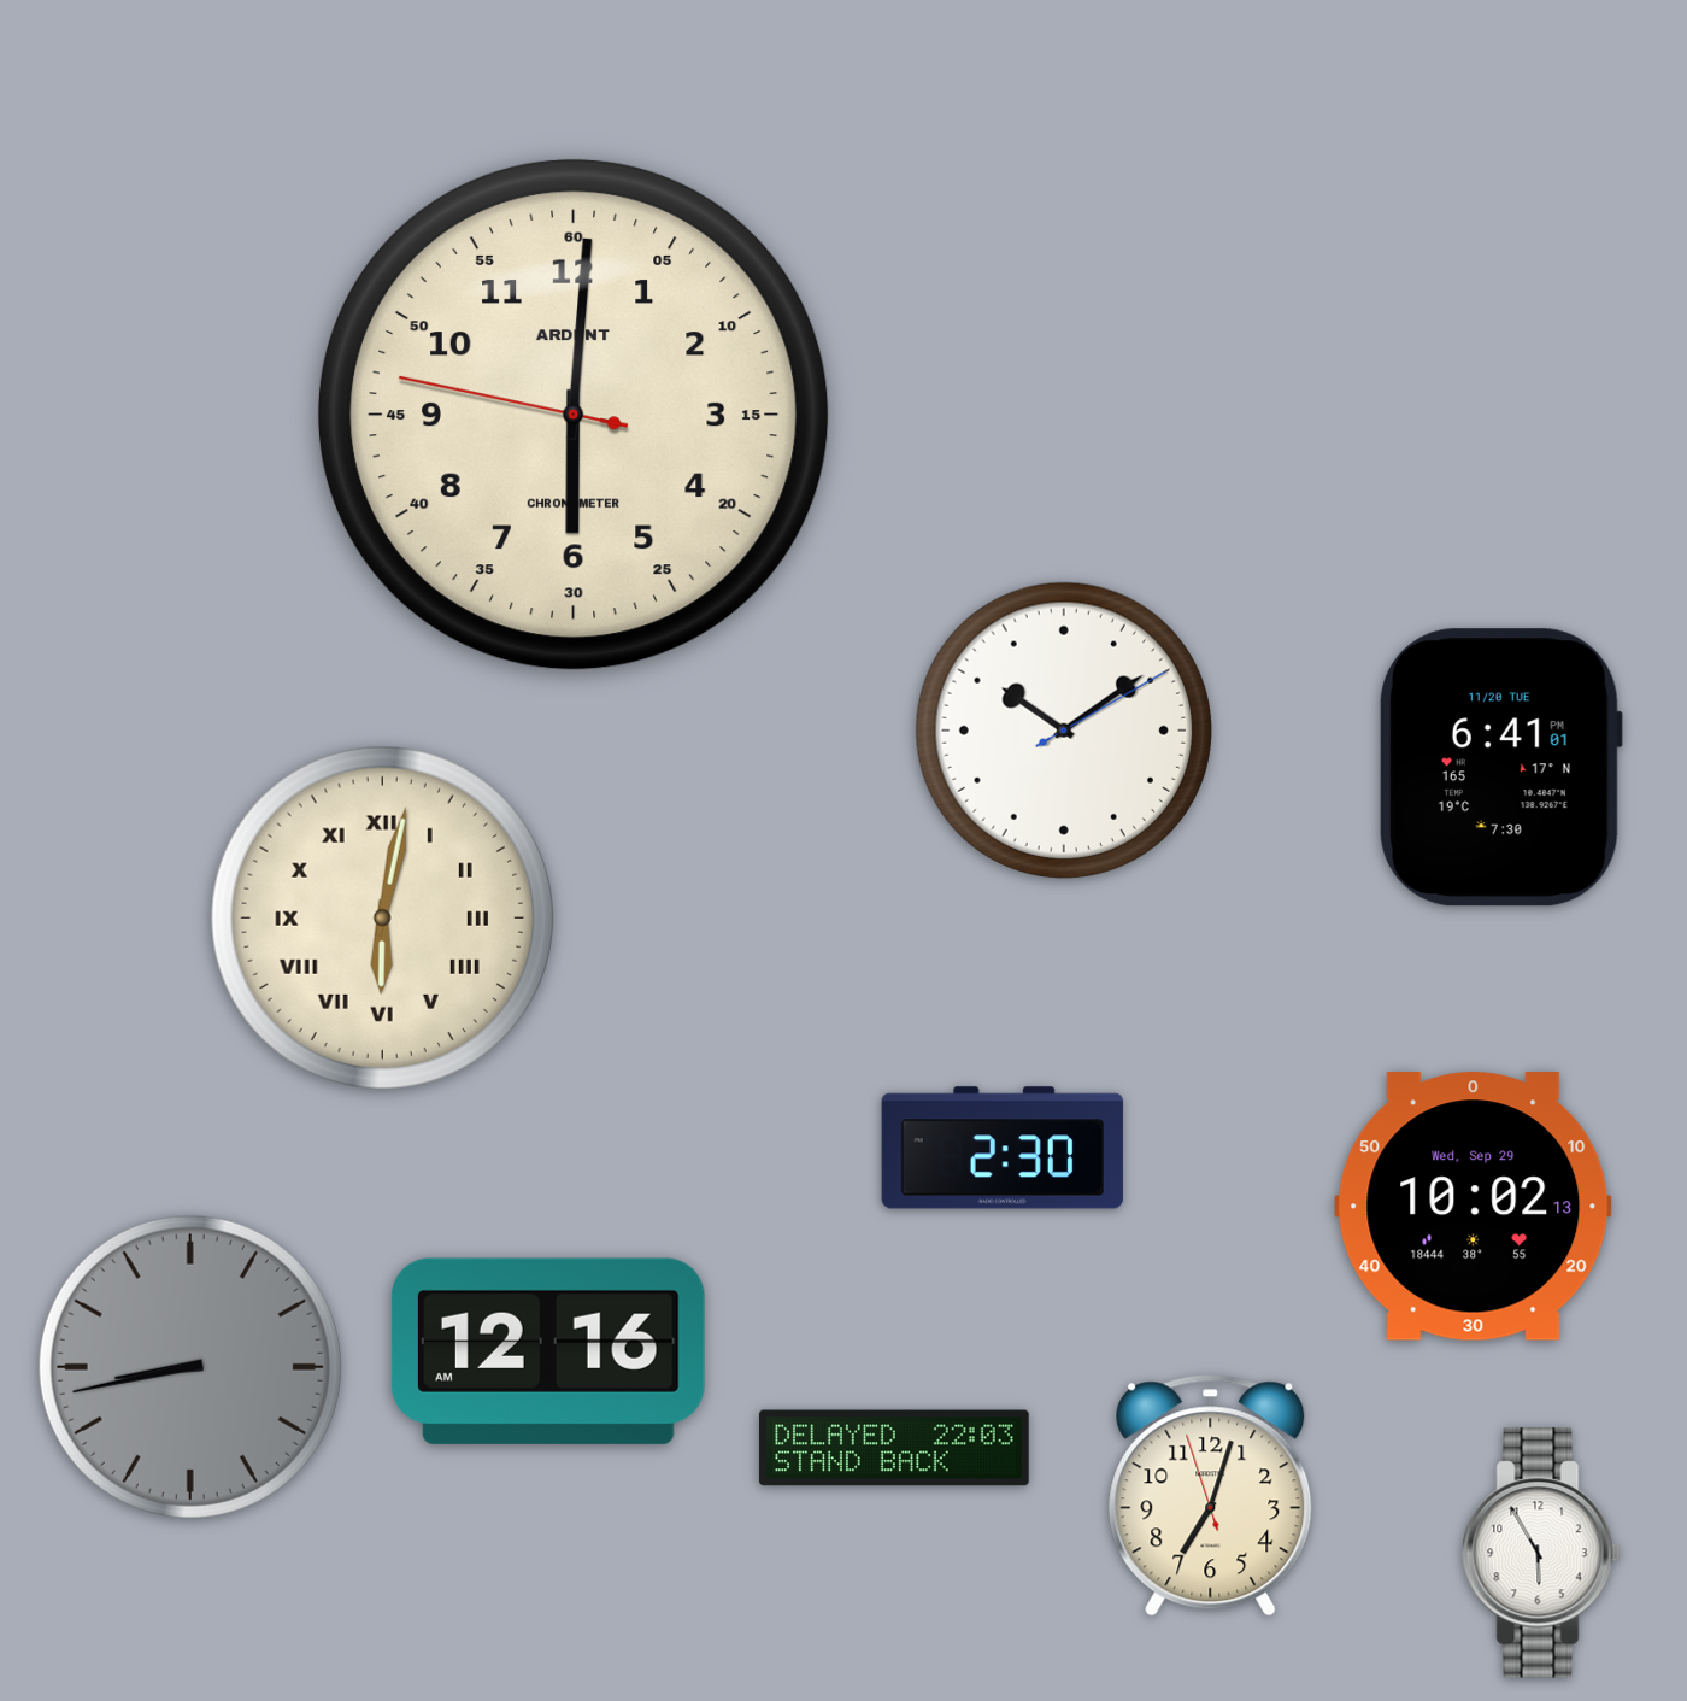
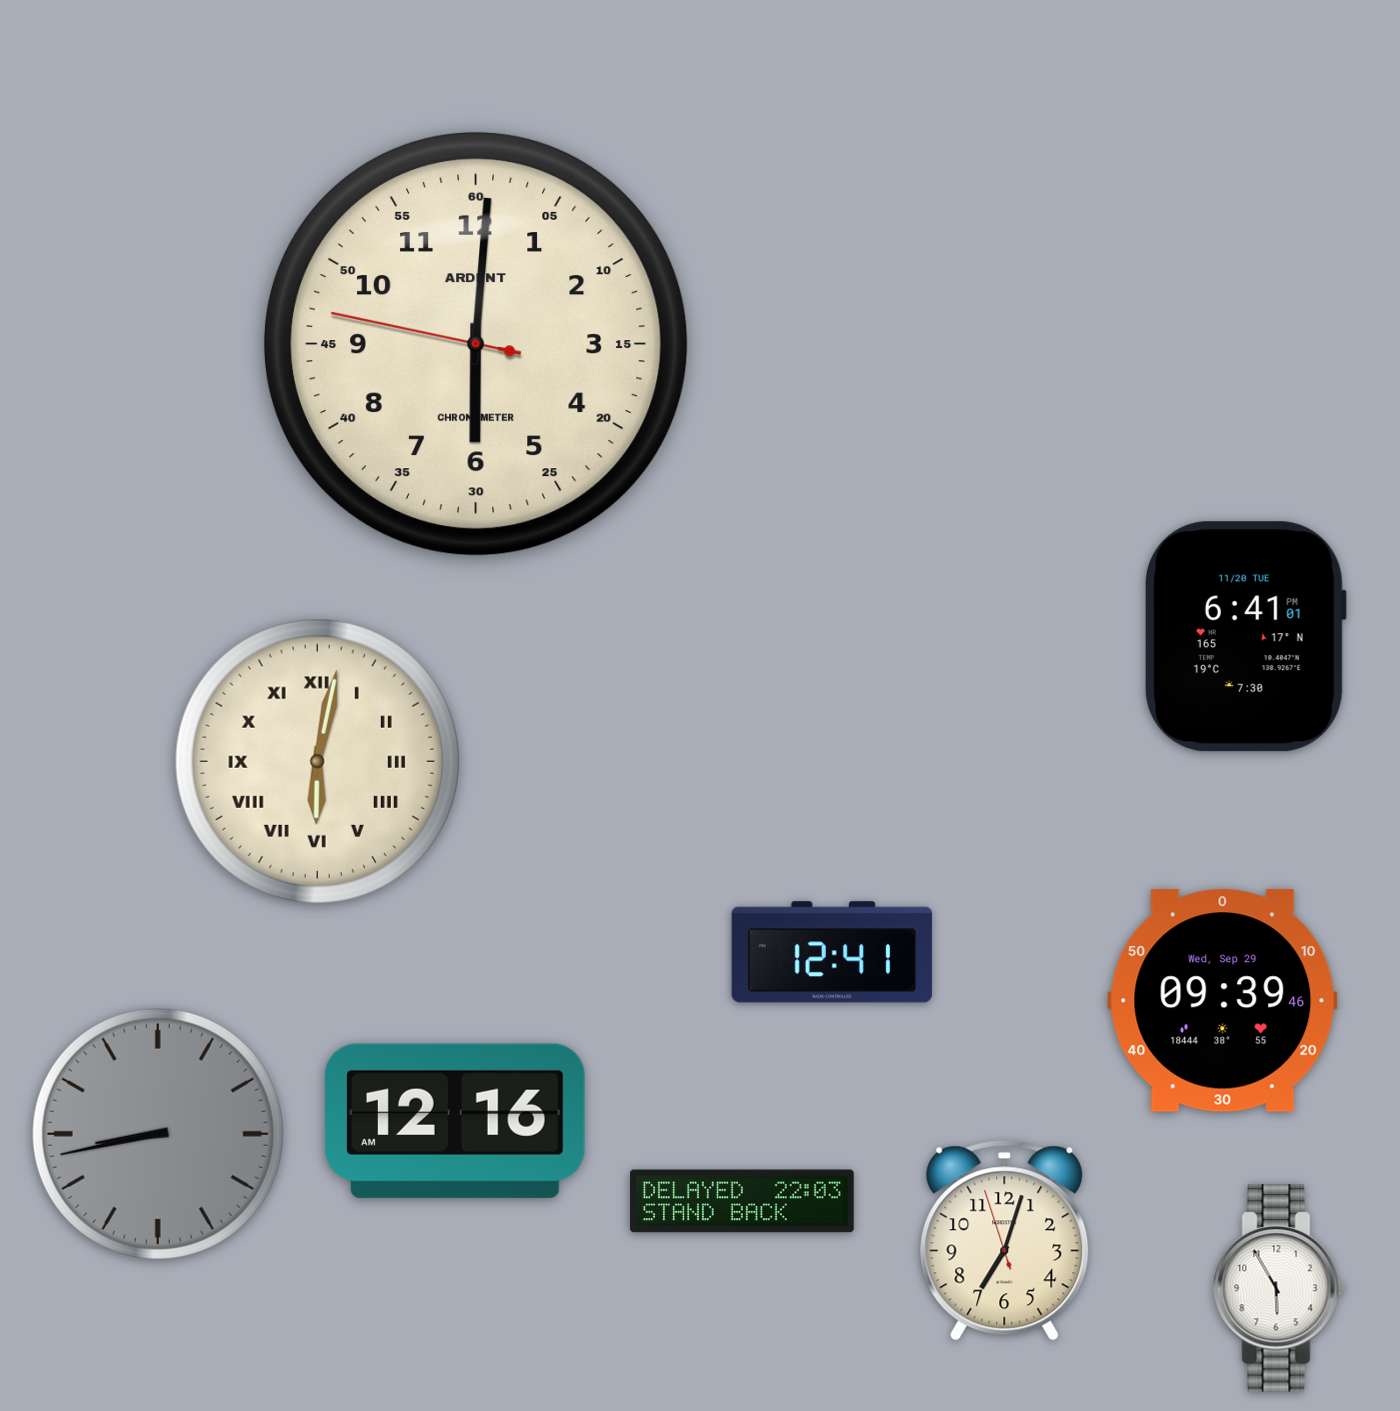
clock at (1064, 731): 10:09 -> none
clock at (1003, 1148): 2:30 -> 12:41
clock at (1474, 1207): 10:02 -> 09:39
